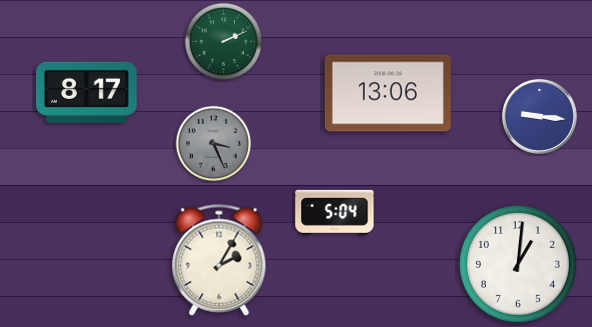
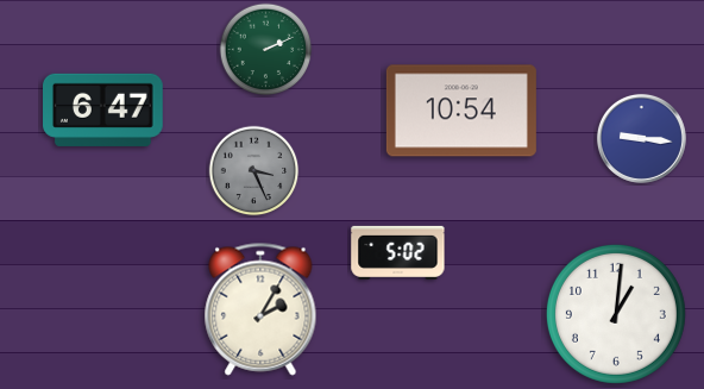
clock at (87, 92): 8:17 -> 6:47
clock at (388, 93): 13:06 -> 10:54
clock at (335, 212): 5:04 -> 5:02
